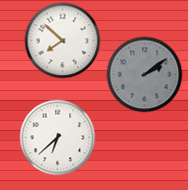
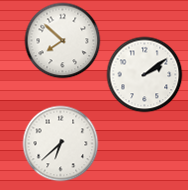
clock at (145, 75) dial: grey -> white
clock at (58, 138) position: (58, 138) -> (61, 144)
